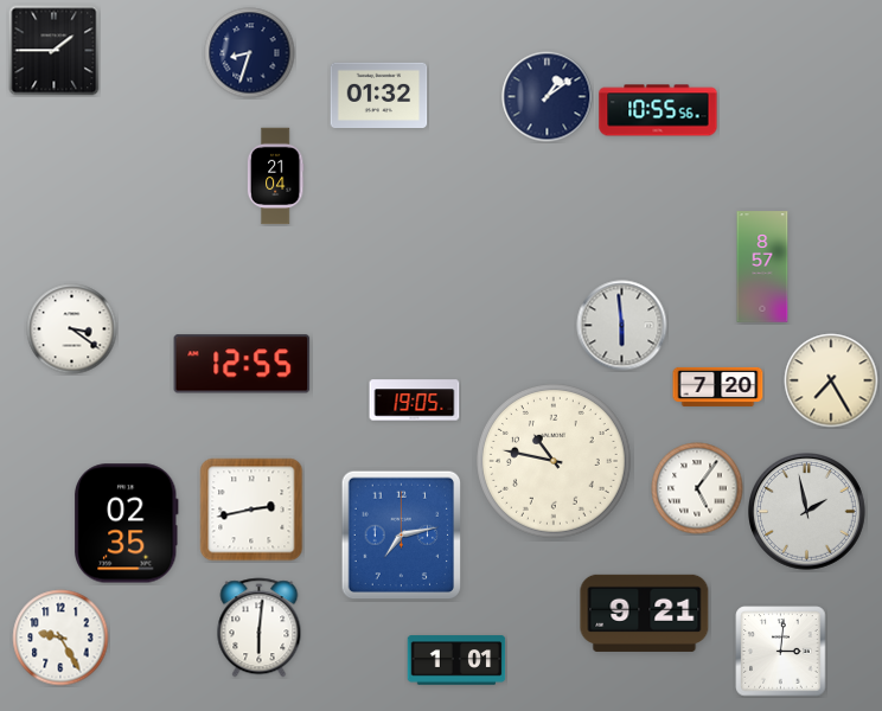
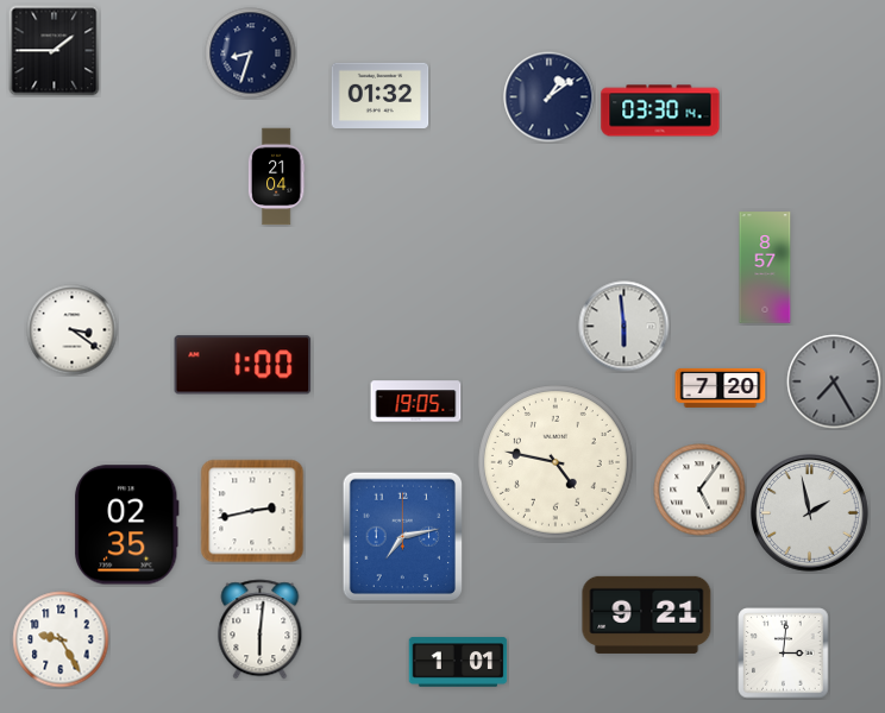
clock at (658, 110): 10:55 -> 03:30
clock at (242, 364): 12:55 -> 1:00
clock at (831, 380) dial: cream -> grey
clock at (555, 462): 10:47 -> 4:47
